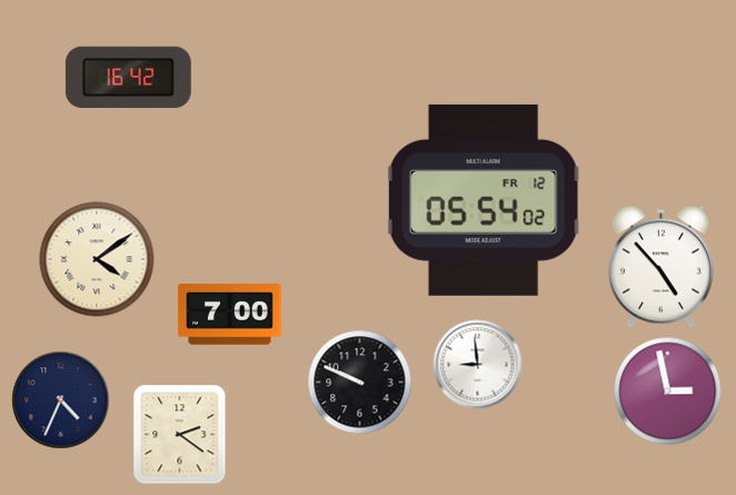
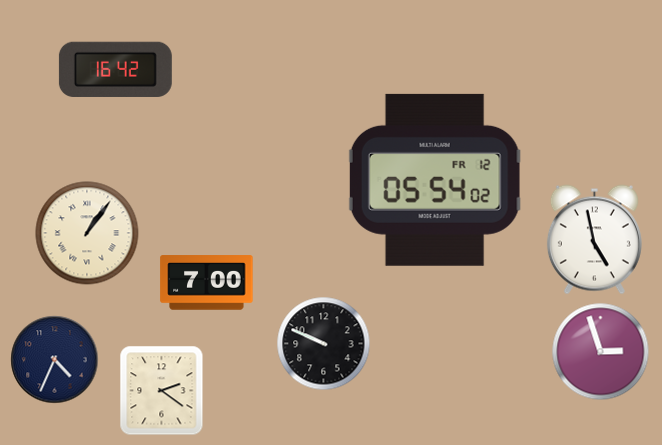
clock at (97, 259): 4:09 -> 1:06
clock at (660, 267): 4:53 -> 4:58
clock at (478, 365): 8:59 -> none
clock at (668, 392): 2:58 -> 2:57
